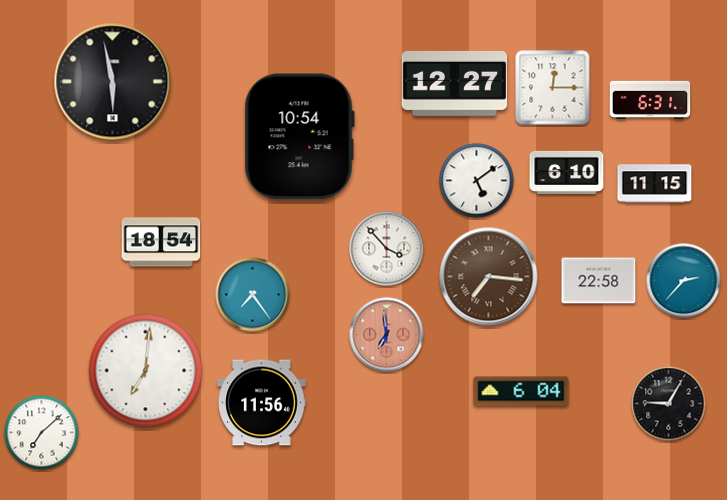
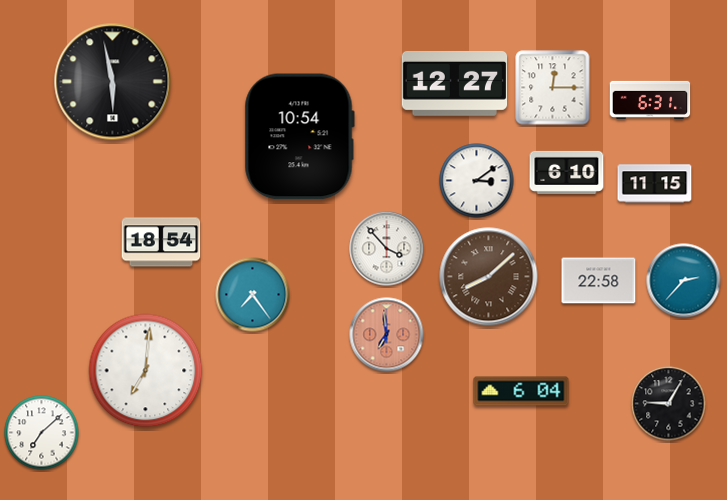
clock at (477, 181): 5:09 -> 3:09
clock at (489, 277): 7:16 -> 8:08
clock at (262, 403): 11:56 -> none
